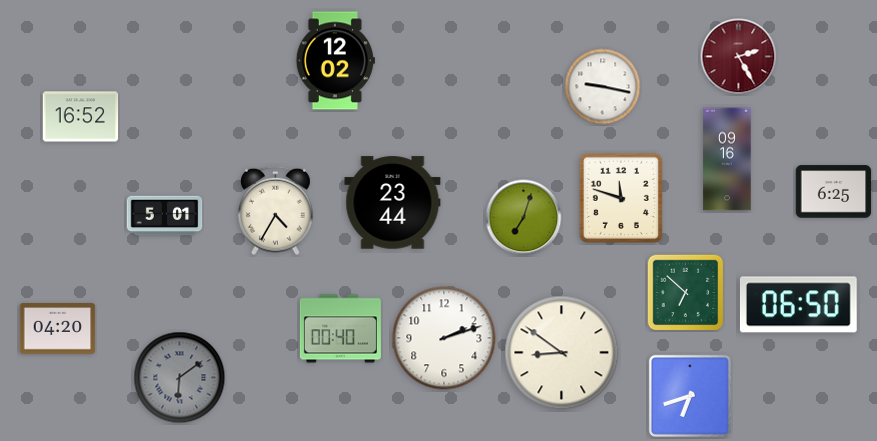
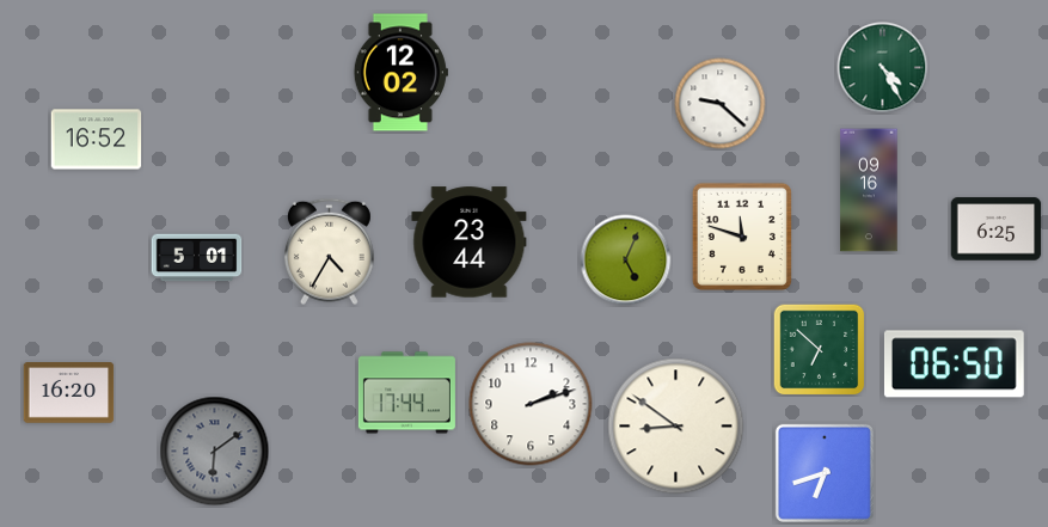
clock at (739, 57): 2:25 -> 4:25
clock at (739, 57) dial: burgundy -> green
clock at (603, 87): 9:17 -> 9:22
clock at (524, 218): 7:03 -> 5:04
clock at (58, 329): 04:20 -> 16:20
clock at (340, 329): 00:40 -> 17:44
clock at (562, 353) position: (562, 353) -> (676, 427)
